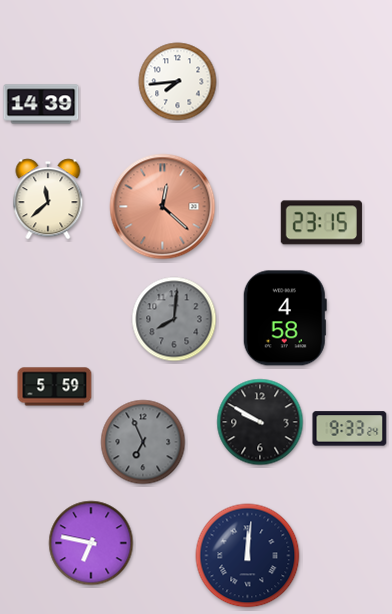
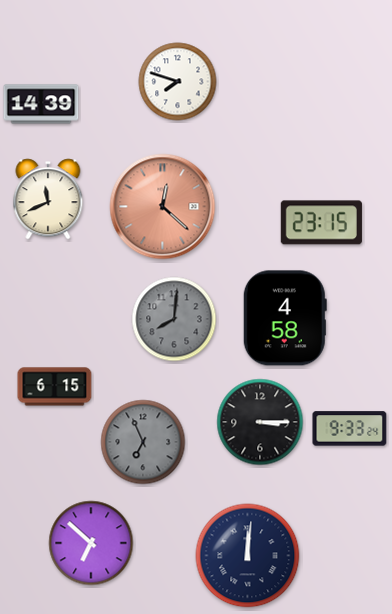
clock at (178, 82): 7:44 -> 7:48
clock at (48, 199): 11:38 -> 11:41
clock at (55, 387): 5:59 -> 6:15
clock at (260, 422): 9:50 -> 3:15
clock at (91, 543): 6:47 -> 6:52
